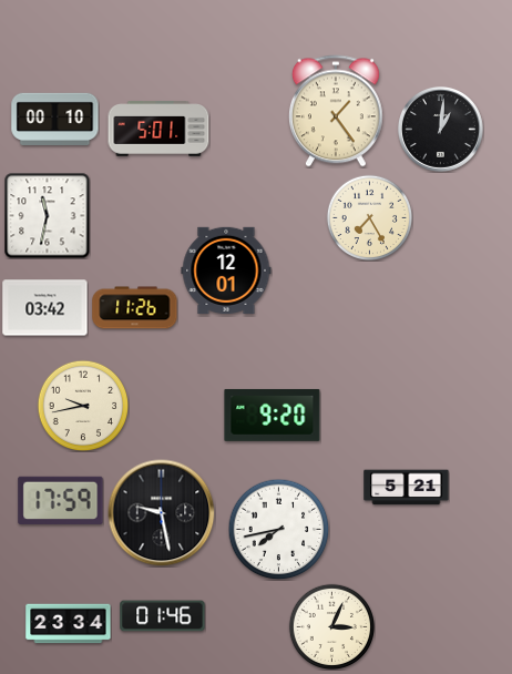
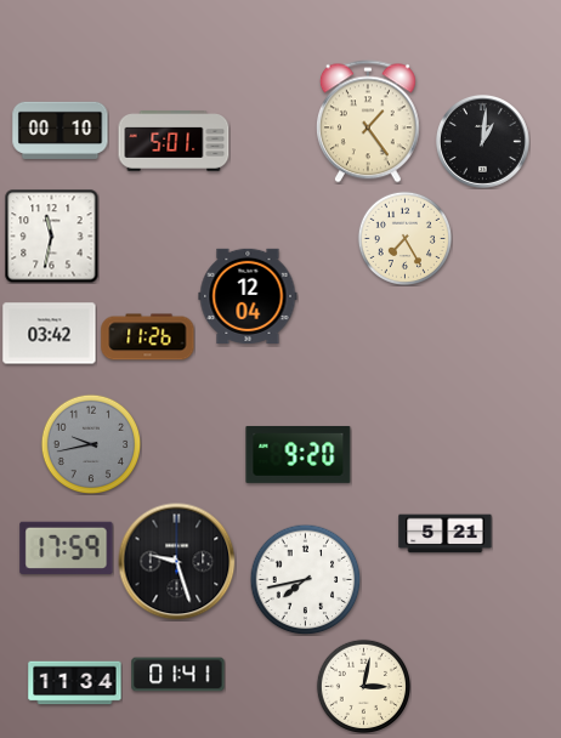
clock at (226, 270): 12:01 -> 12:04
clock at (45, 308) position: (45, 308) -> (50, 334)
clock at (83, 406) dial: cream -> grey
clock at (162, 513): 9:28 -> 9:27
clock at (163, 616): 01:46 -> 01:41
clock at (69, 624): 23:34 -> 11:34
clock at (331, 626): 3:04 -> 3:02
